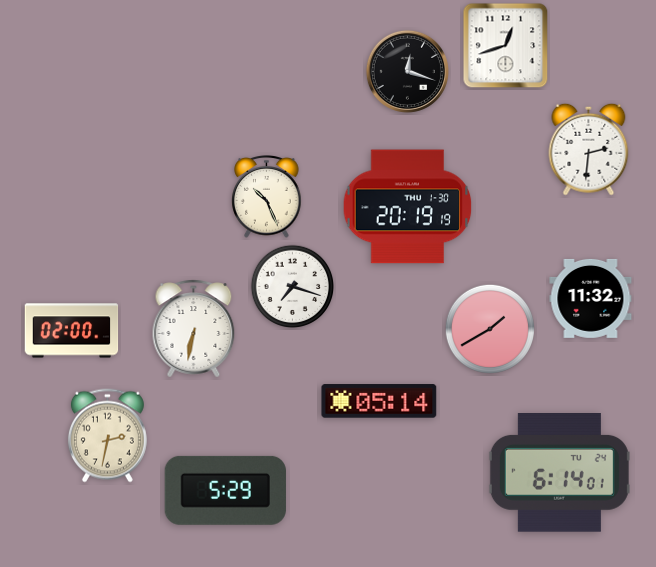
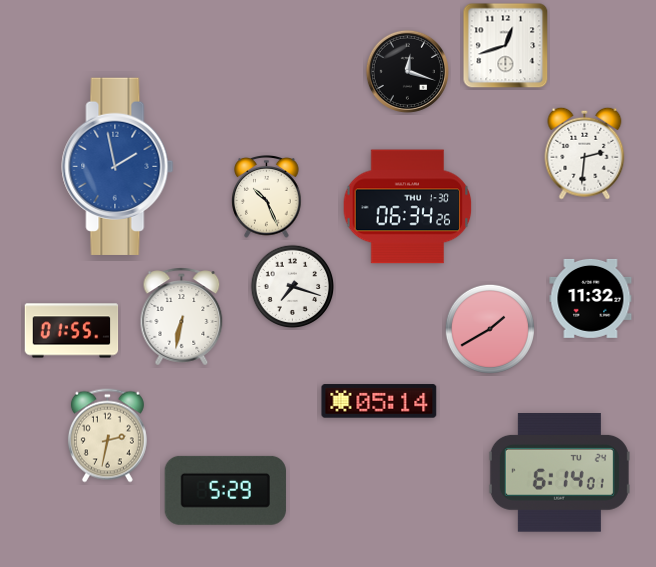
clock at (589, 149) position: (589, 149) -> (585, 153)
clock at (118, 166): none -> 1:58
clock at (408, 207): 20:19 -> 06:34
clock at (194, 329) position: (194, 329) -> (182, 317)
clock at (72, 331): 02:00 -> 01:55
